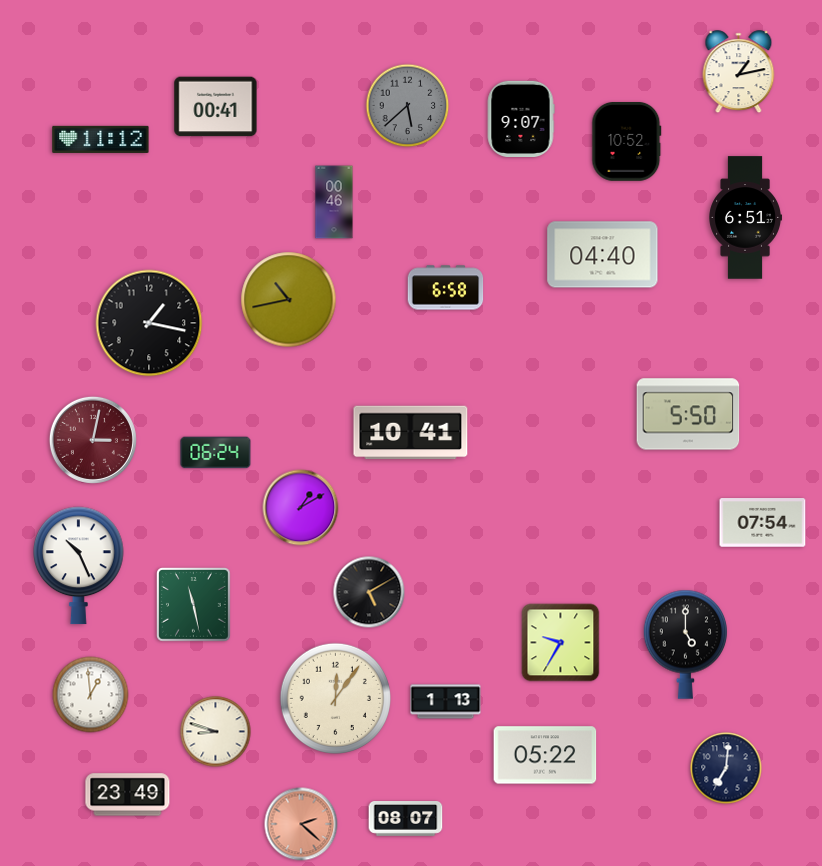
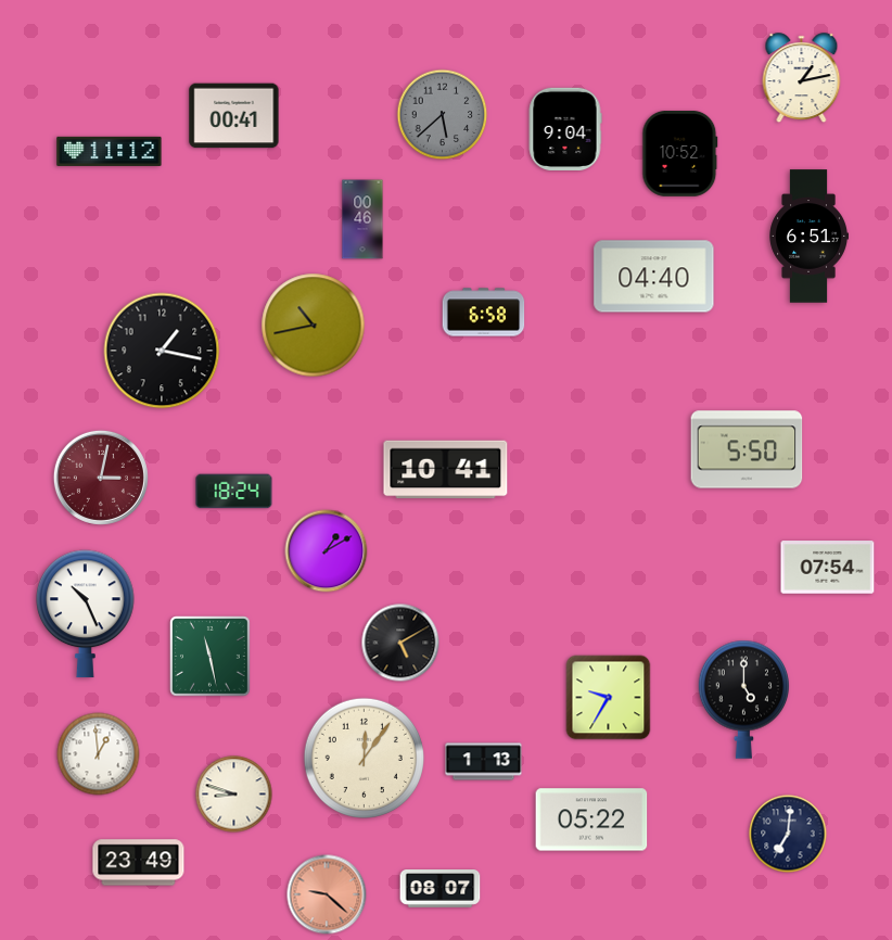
clock at (521, 118): 9:07 -> 9:04
clock at (216, 453): 06:24 -> 18:24
clock at (301, 824): 2:22 -> 9:22
